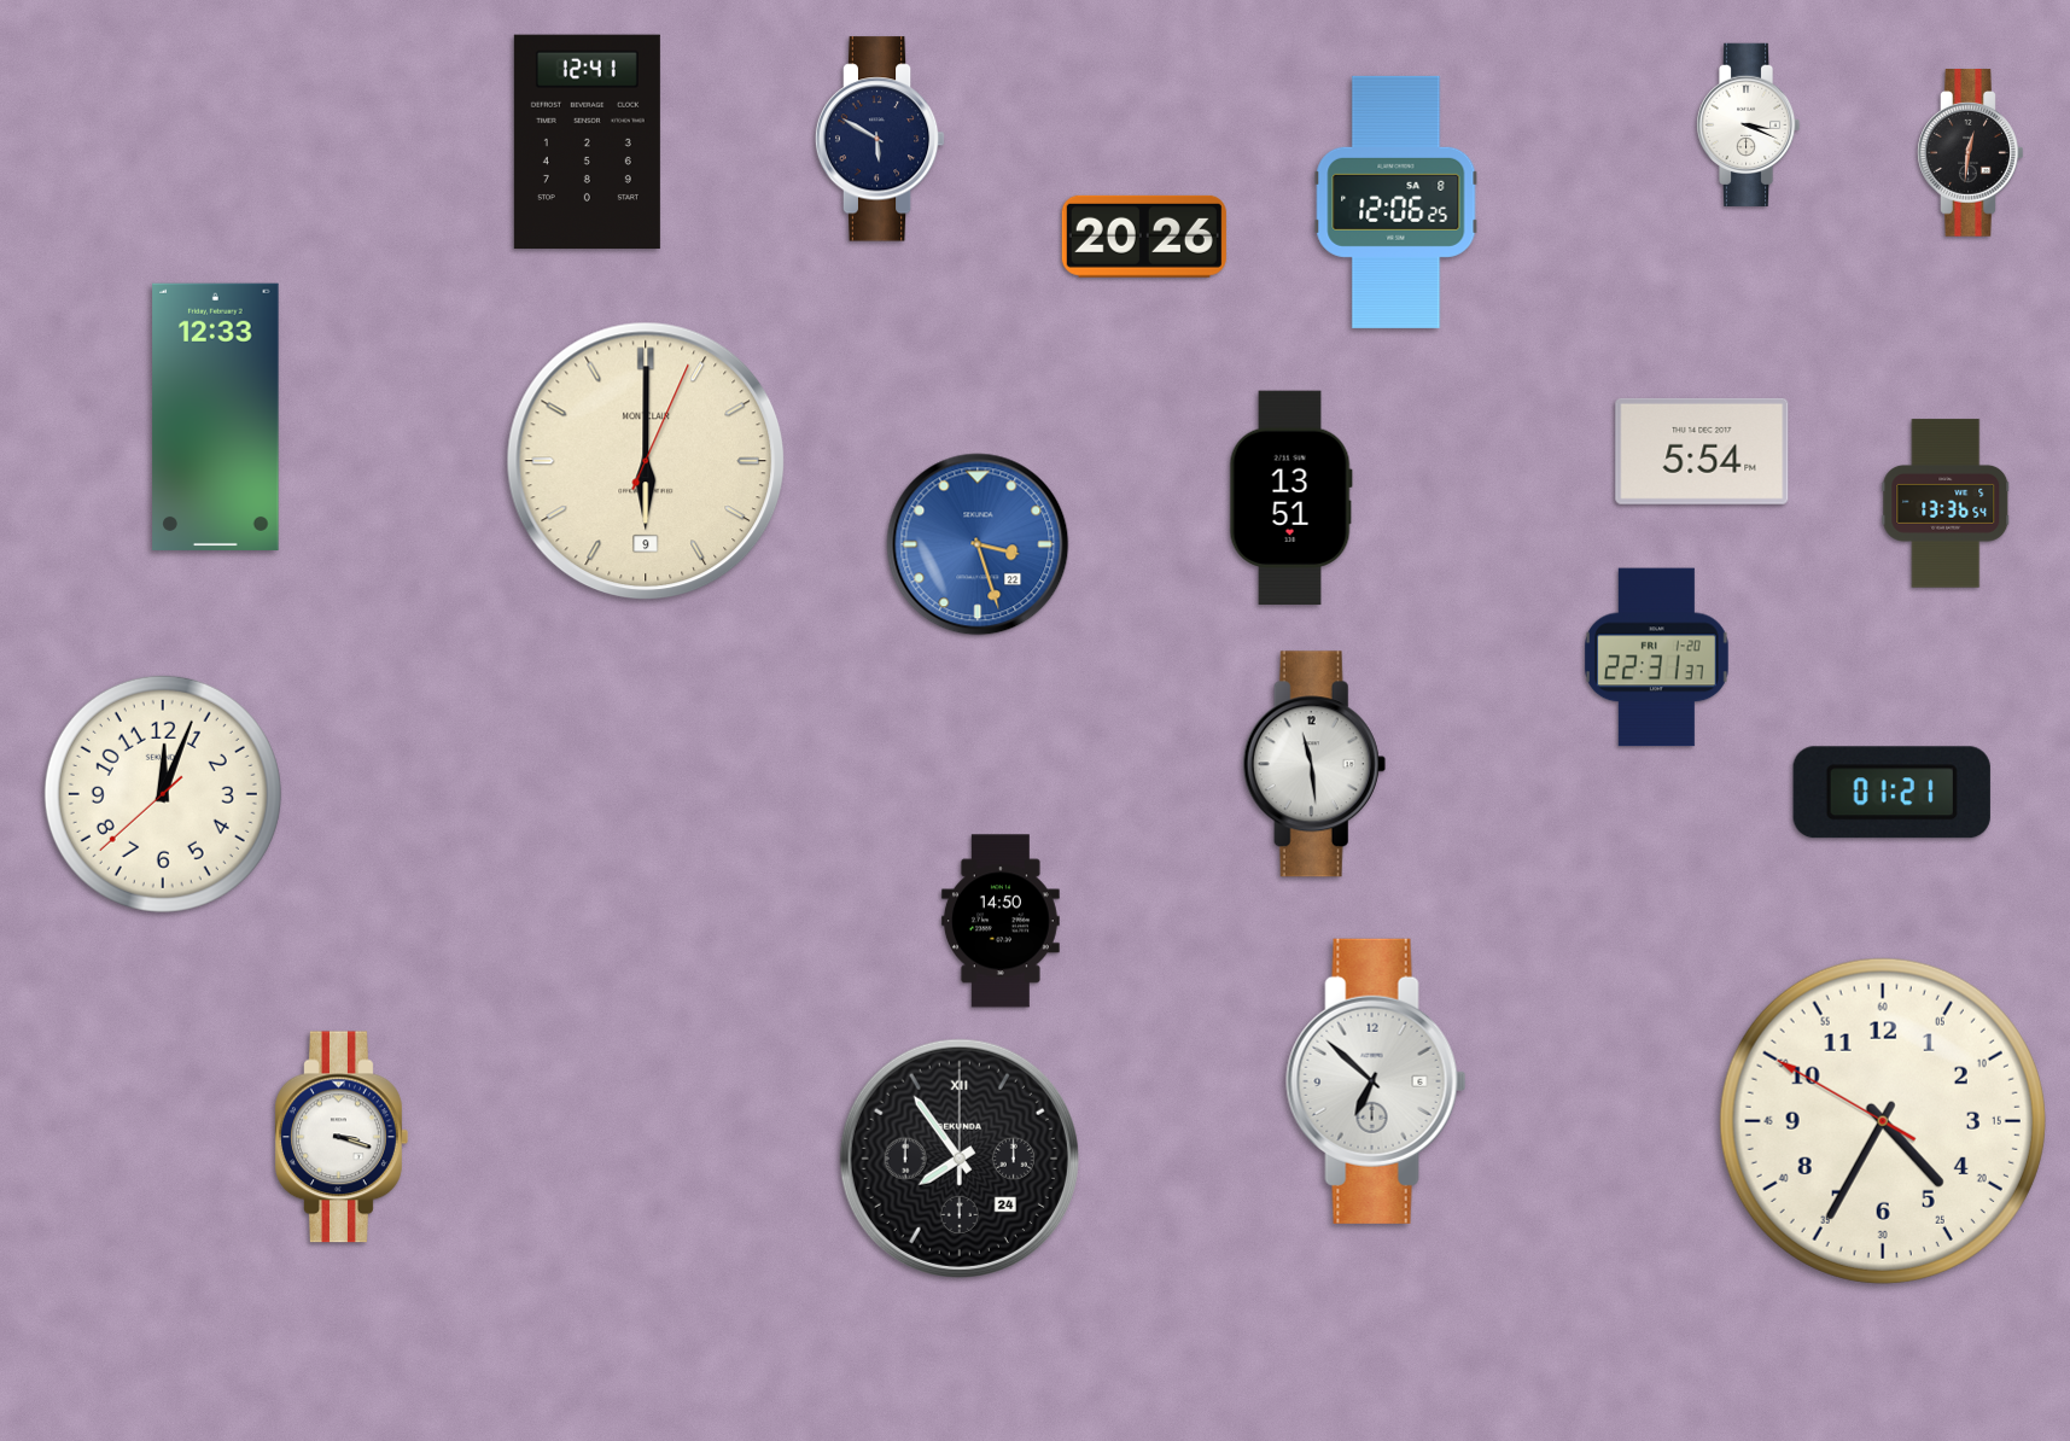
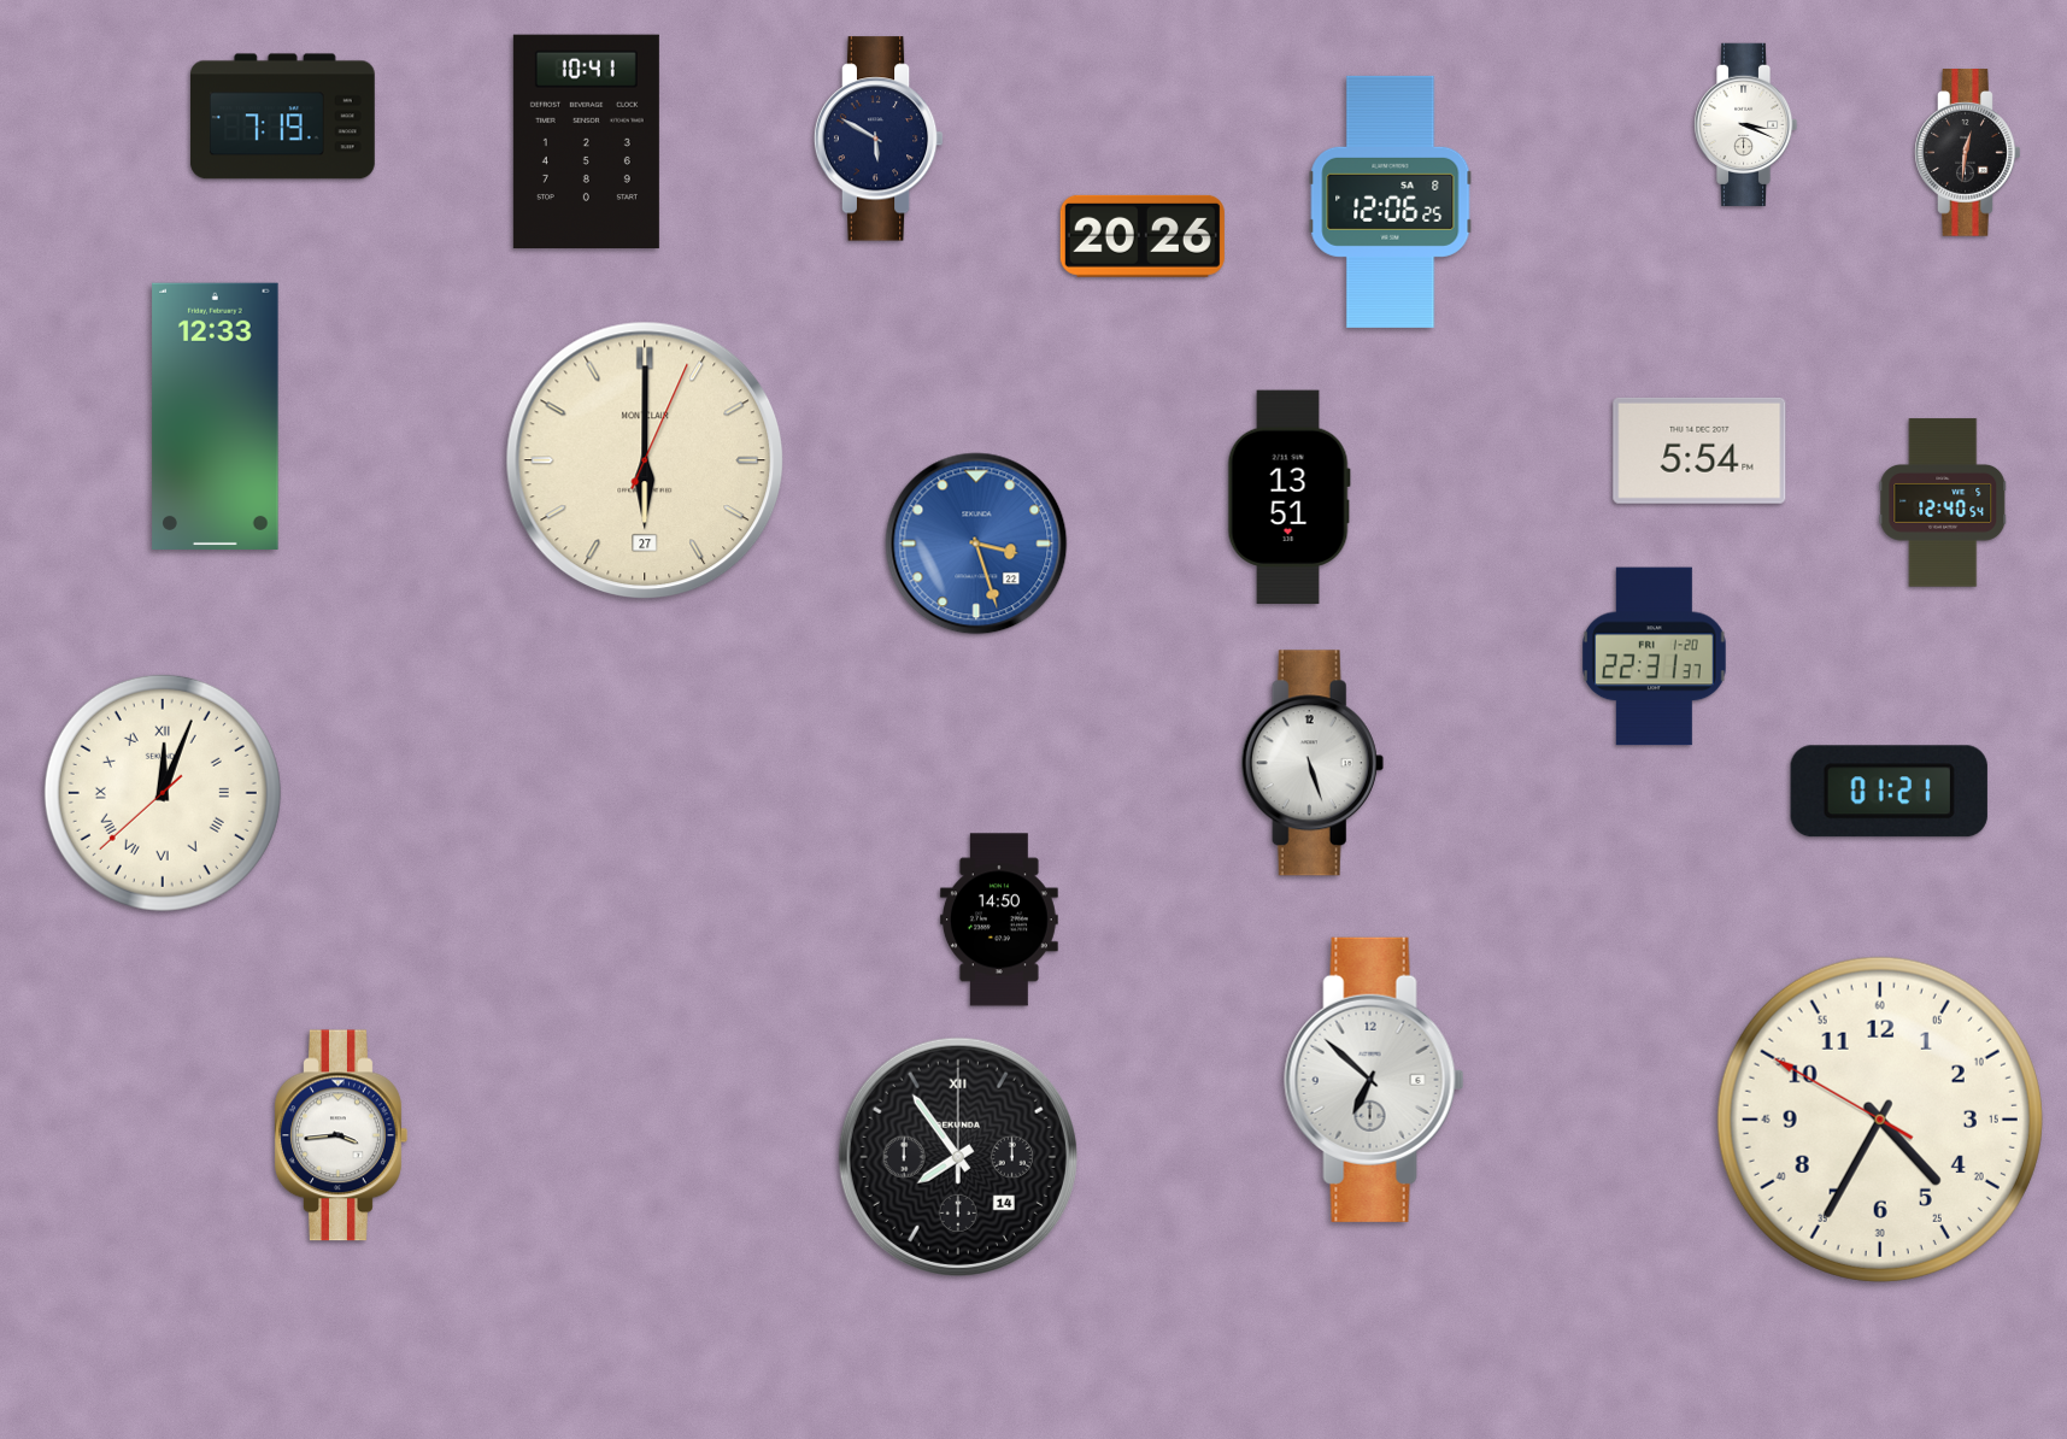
clock at (282, 117): none -> 7:19
clock at (587, 142): 12:41 -> 10:41
clock at (1396, 202) position: (1396, 202) -> (1391, 201)
clock at (646, 461) date: 9 -> 27
clock at (1946, 503): 13:36 -> 12:40
clock at (1314, 764): 11:29 -> 5:27
clock at (163, 794) numerals: Arabic -> Roman
clock at (342, 1137): 3:18 -> 3:44
clock at (960, 1159) date: 24 -> 14
